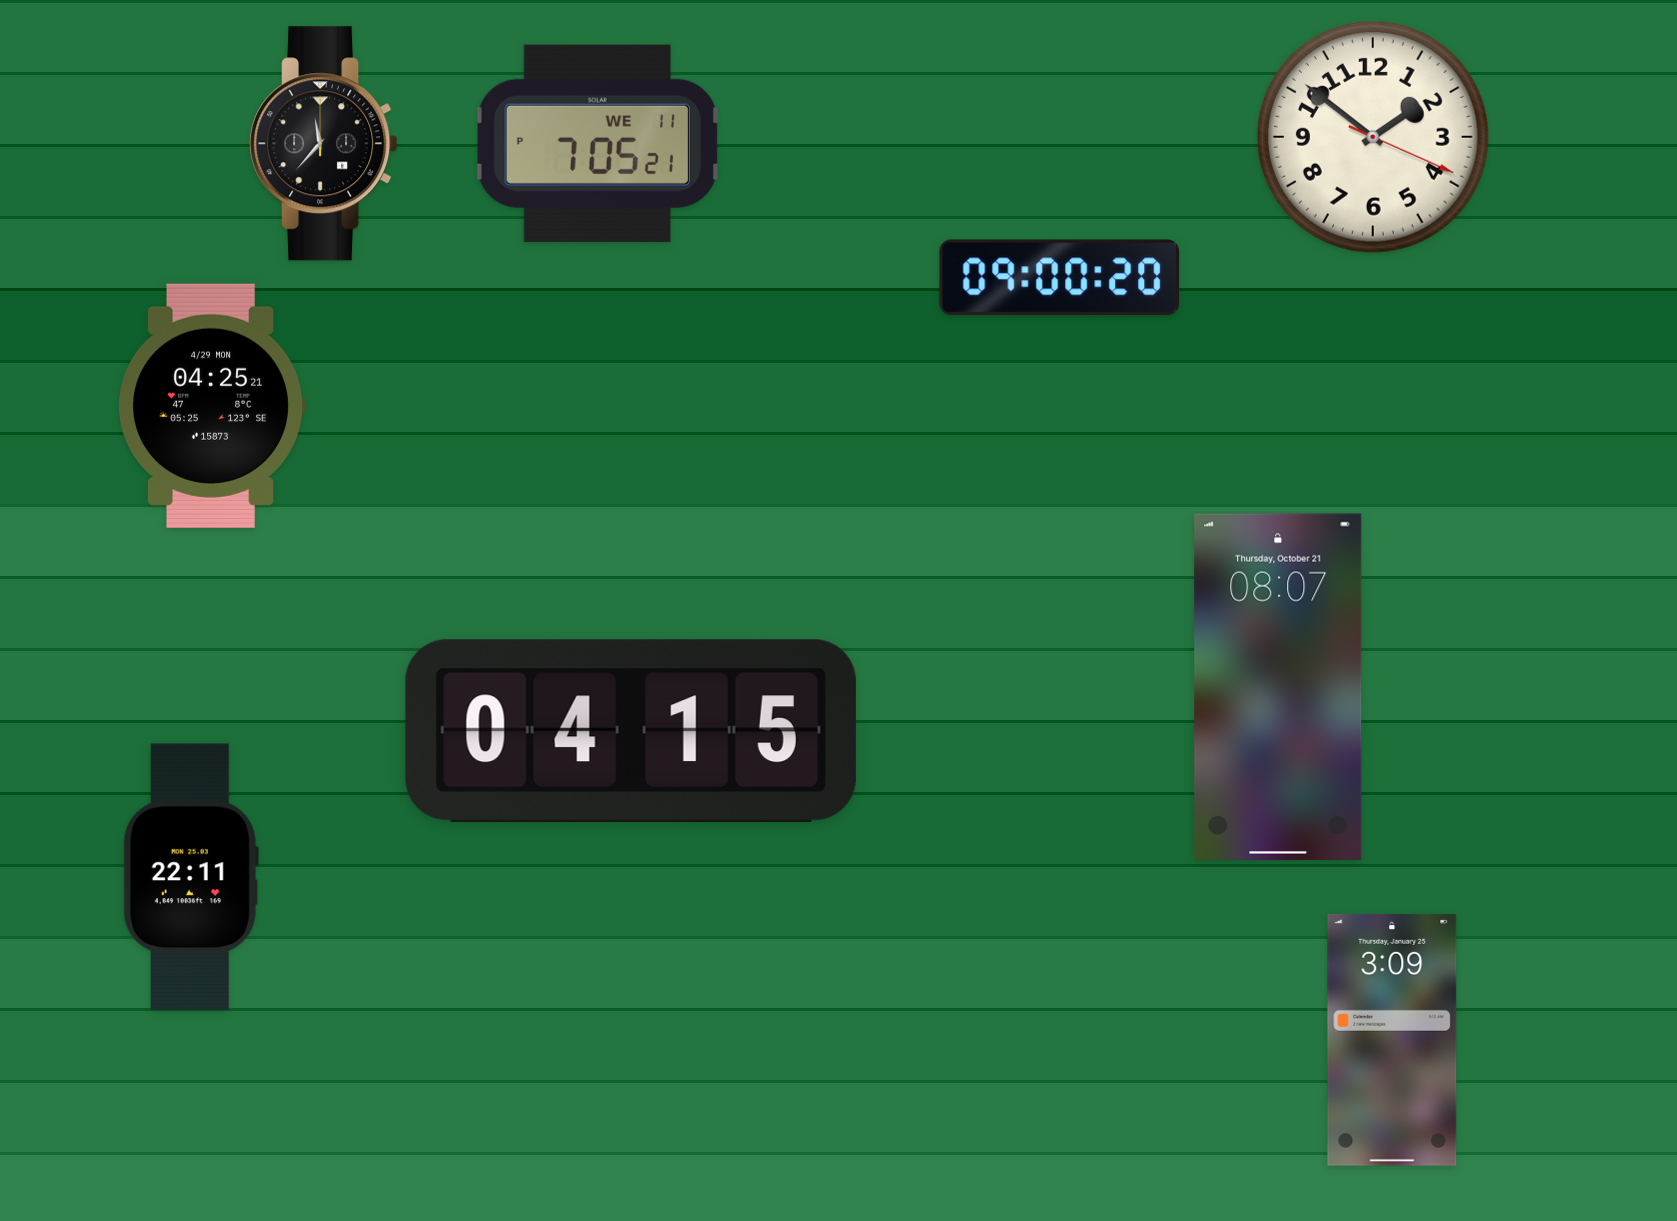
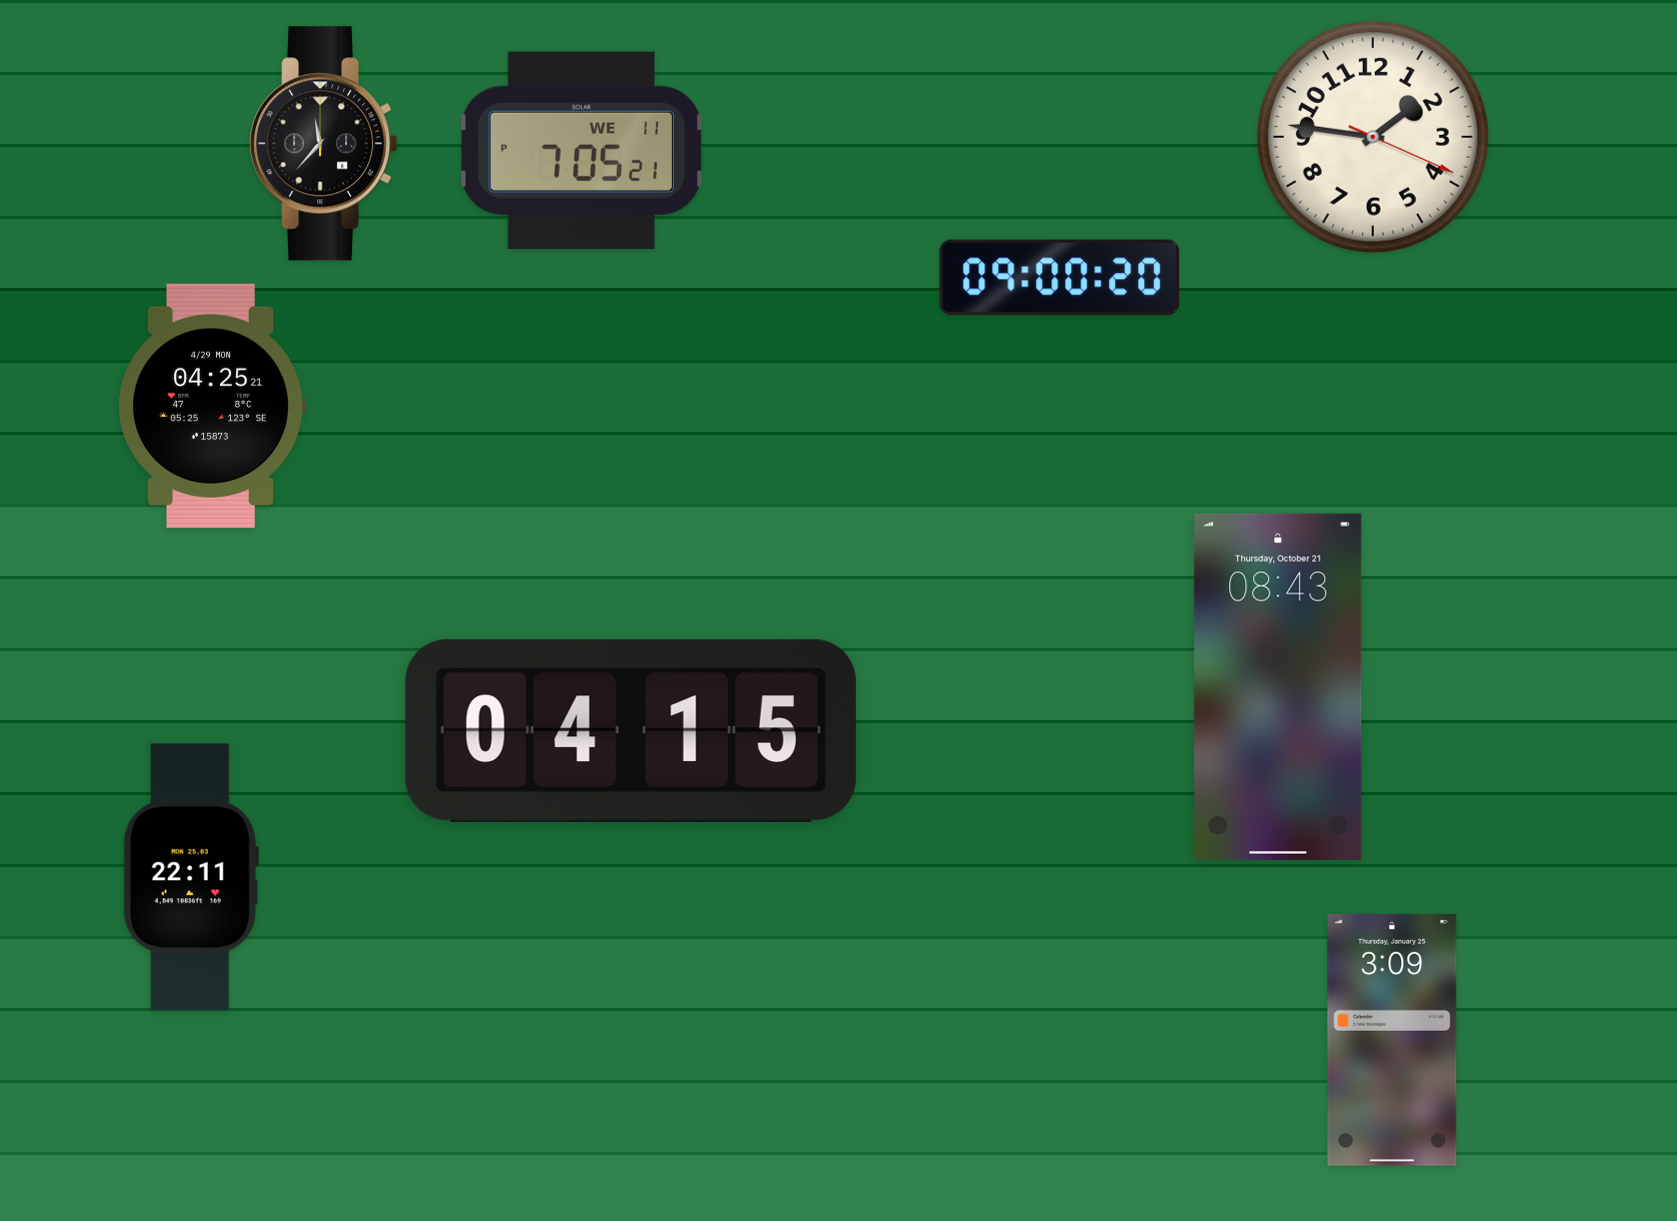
clock at (1373, 137): 1:51 -> 1:46
clock at (597, 143) position: (597, 143) -> (581, 150)
clock at (1278, 687): 08:07 -> 08:43
